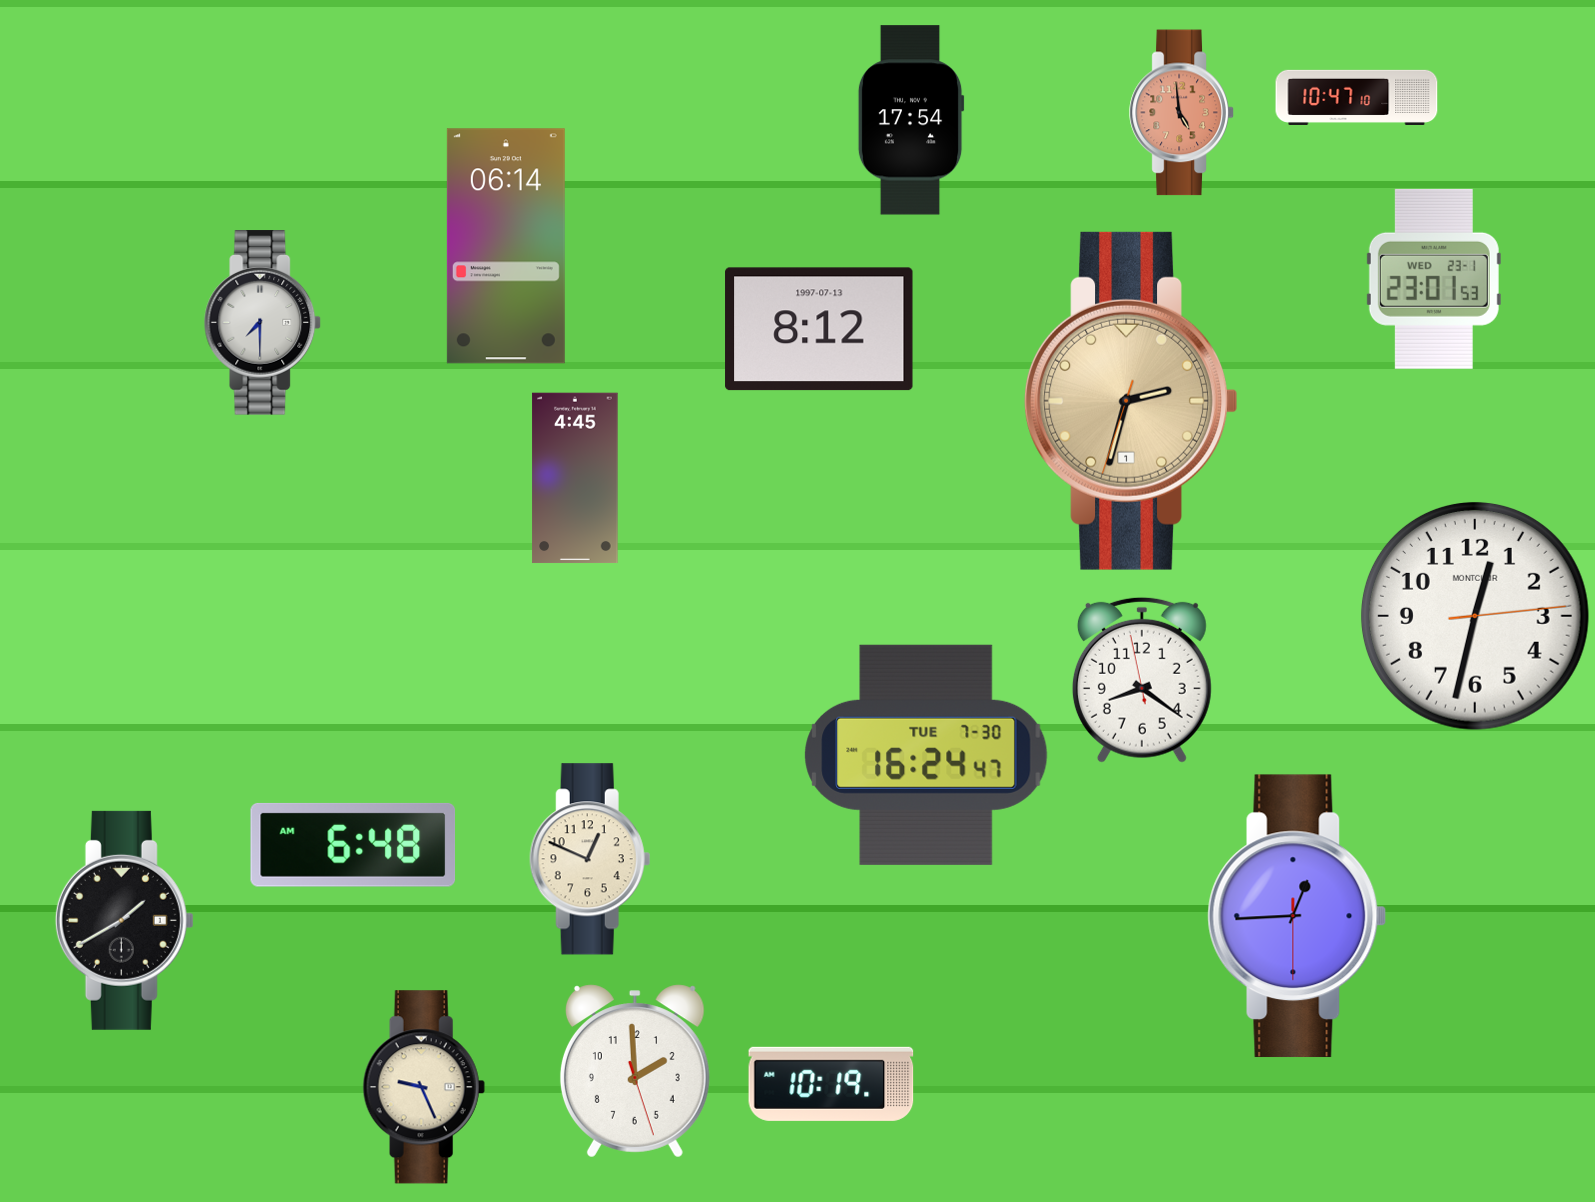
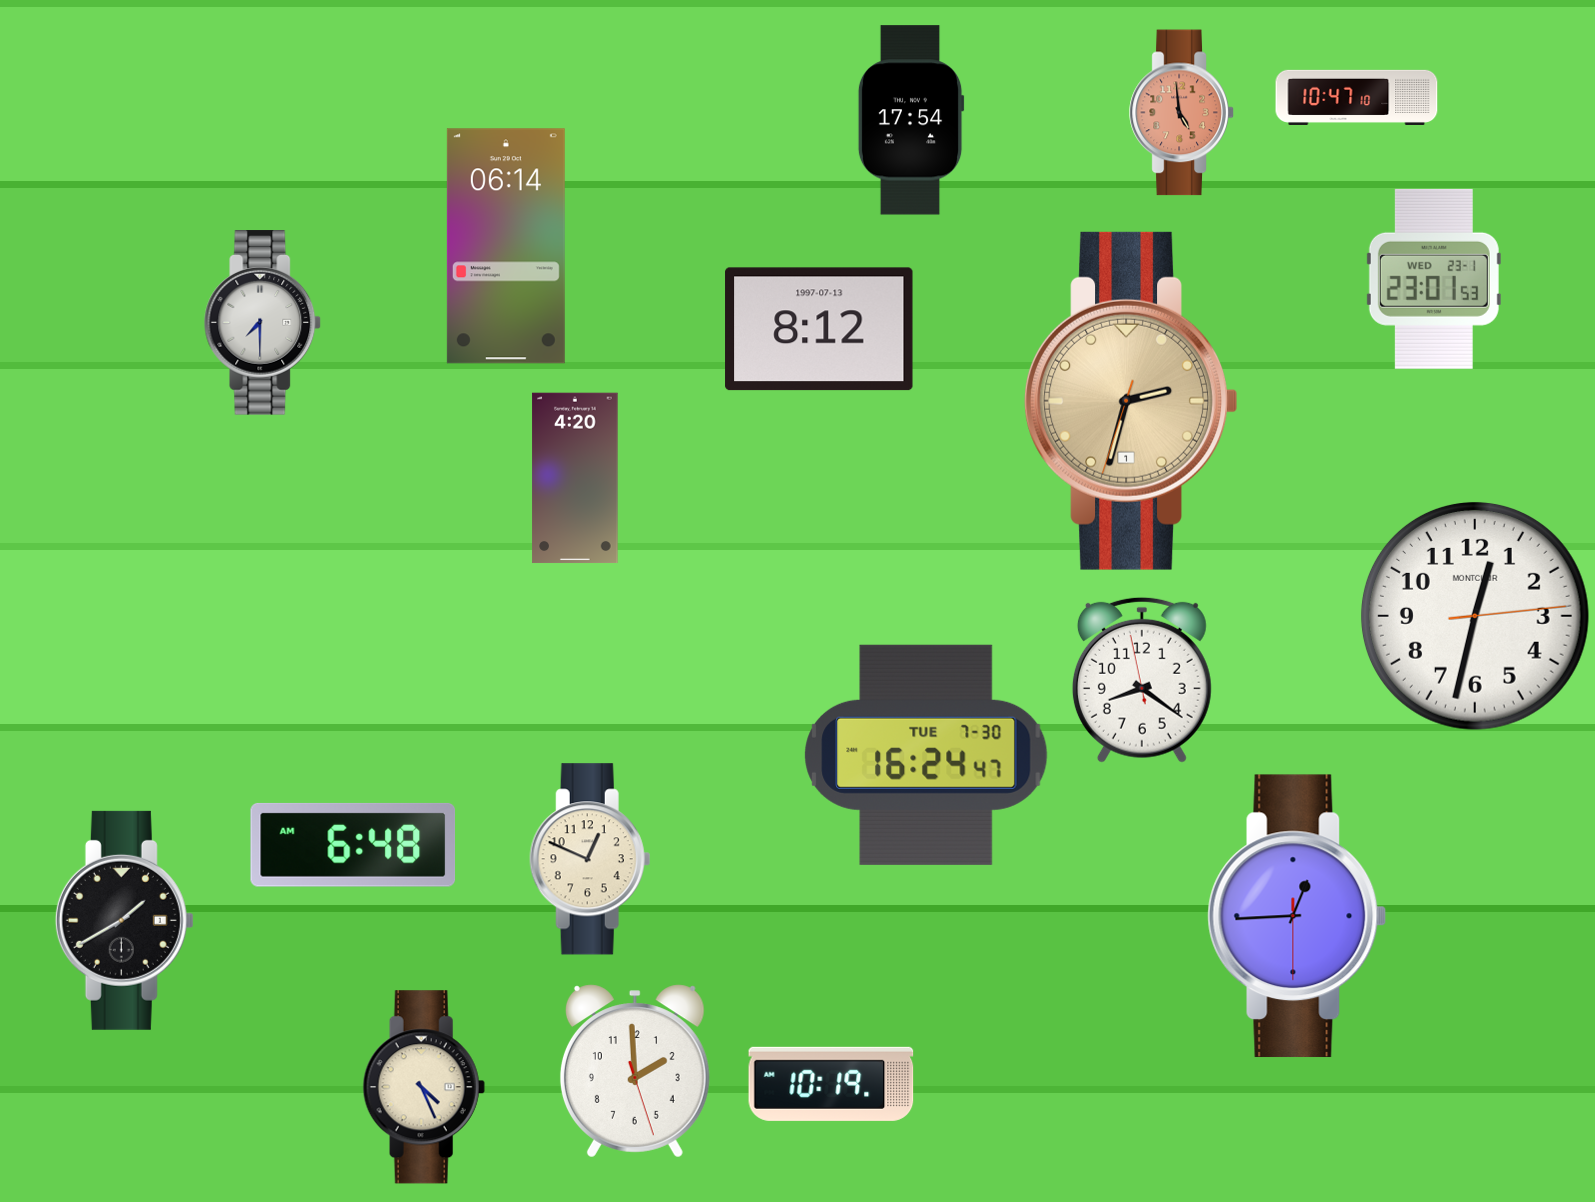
clock at (575, 478): 4:45 -> 4:20
clock at (424, 1087): 9:26 -> 4:26
